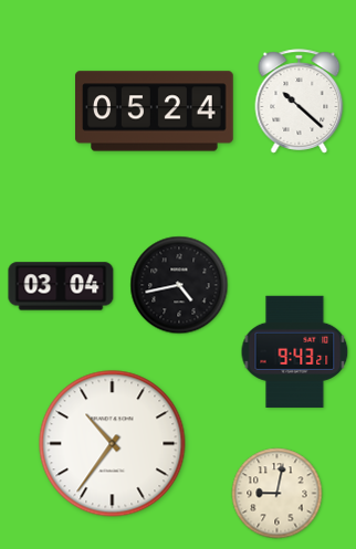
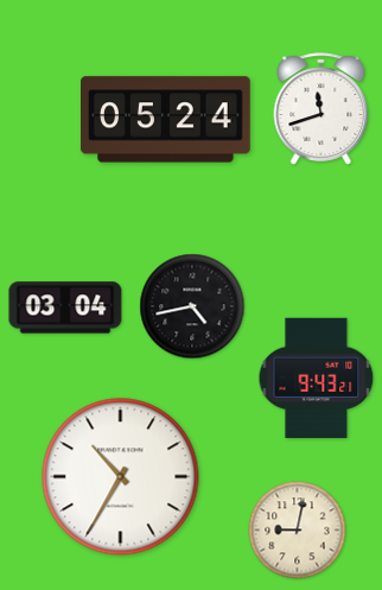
clock at (300, 102): 10:22 -> 11:42
clock at (113, 444): 10:36 -> 10:35
